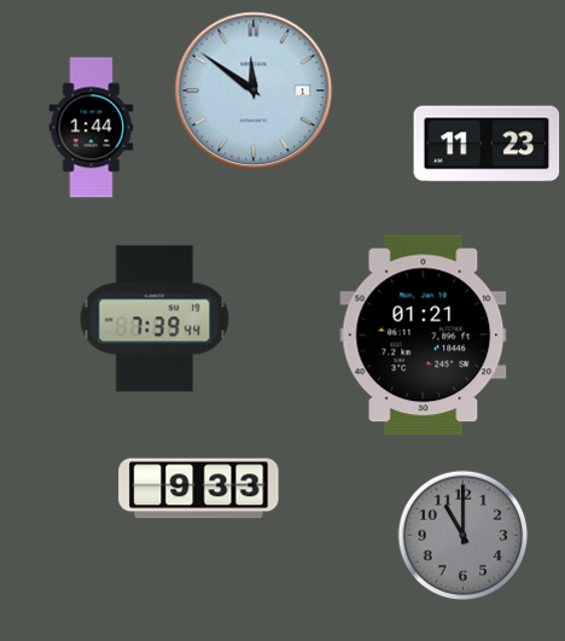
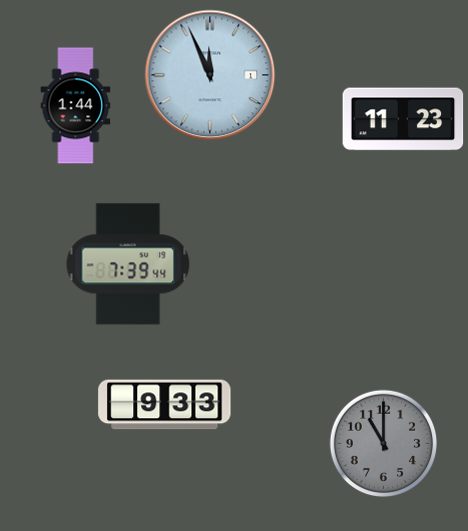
clock at (254, 91): 11:51 -> 11:56
clock at (424, 336): 01:21 -> none
